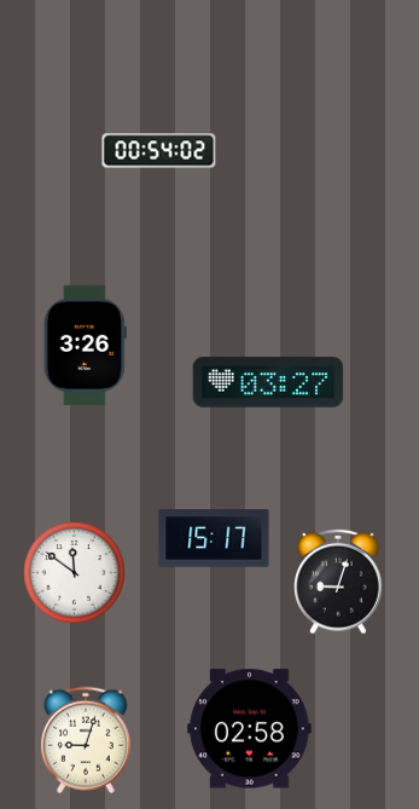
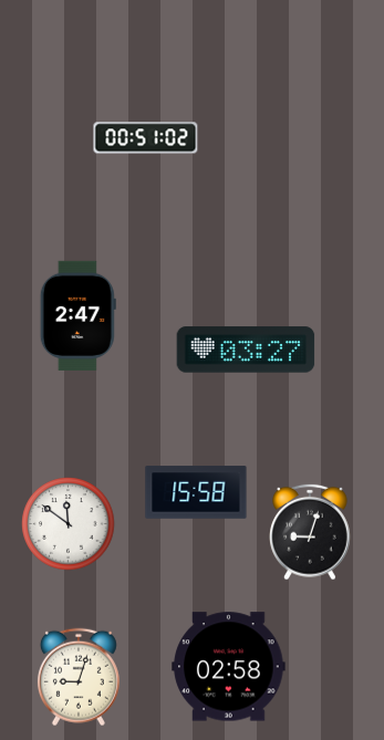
clock at (159, 151): 00:54 -> 00:51
clock at (85, 345): 3:26 -> 2:47
clock at (214, 538): 15:17 -> 15:58
